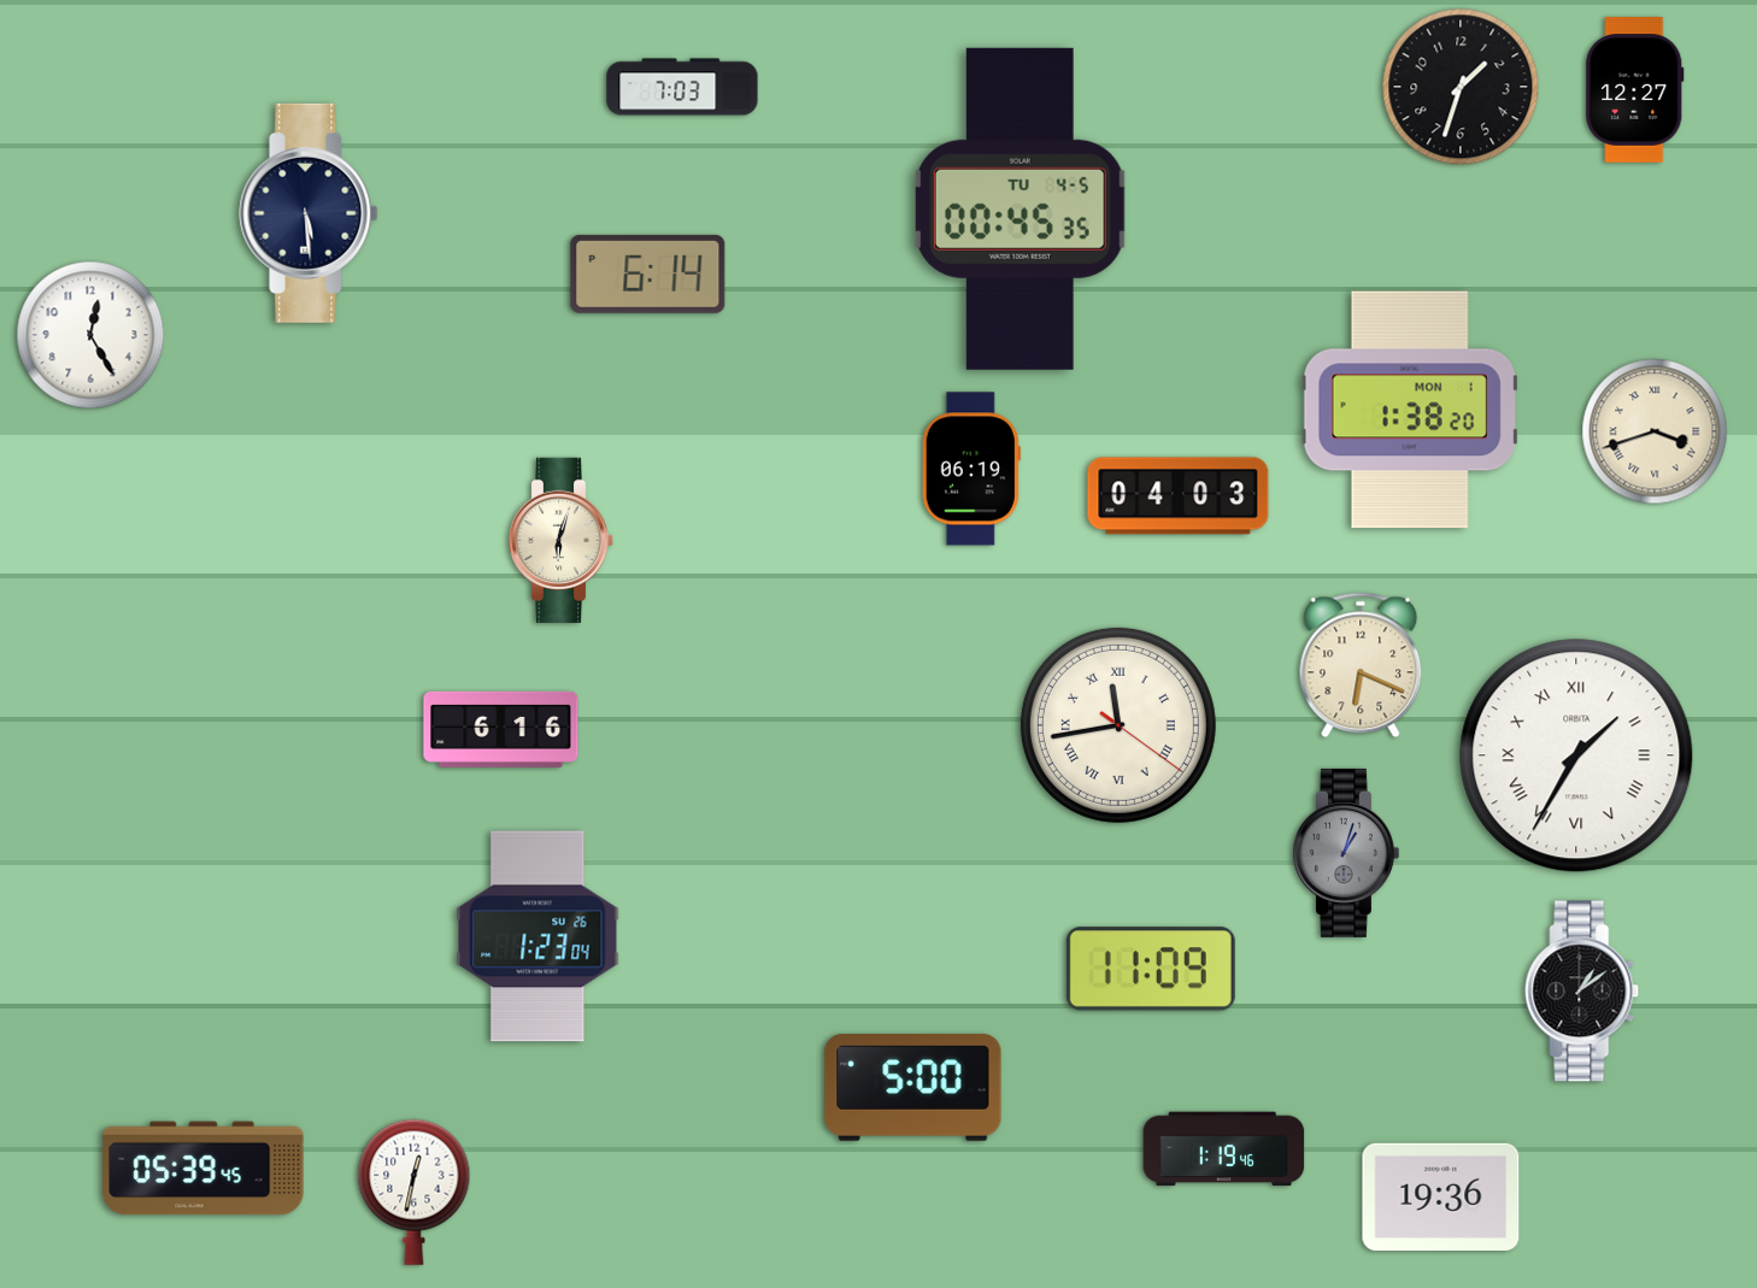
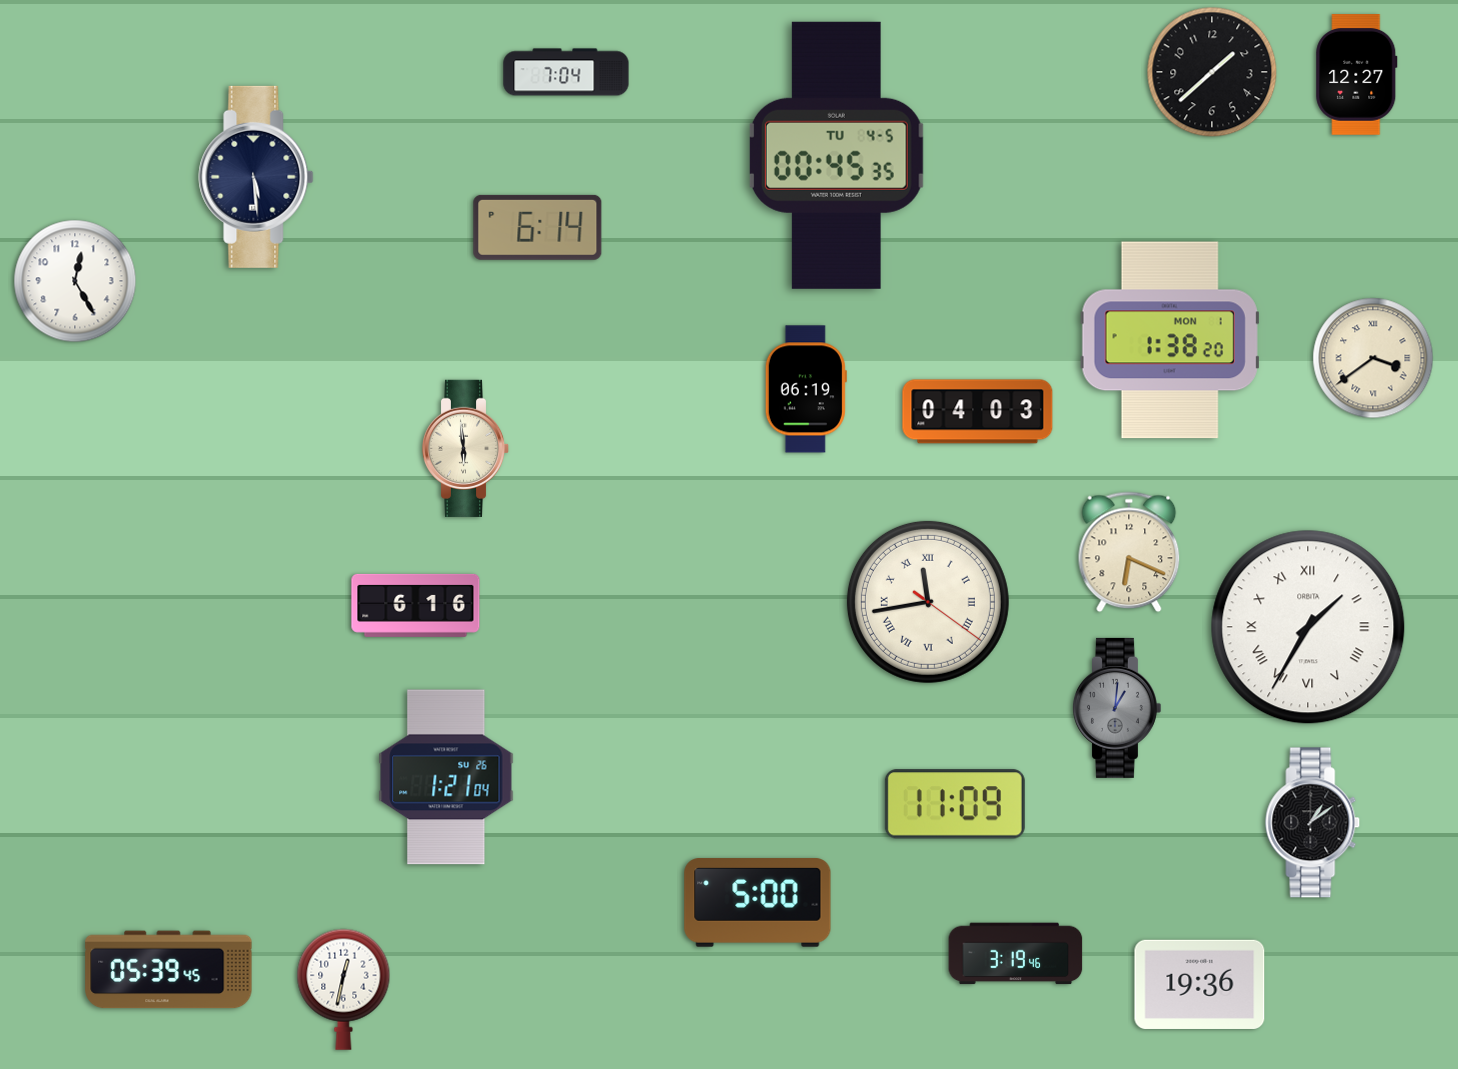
clock at (682, 87): 7:03 -> 7:04
clock at (1461, 87): 1:33 -> 1:38
clock at (1019, 208) position: (1019, 208) -> (836, 155)
clock at (90, 335) position: (90, 335) -> (75, 281)
clock at (1655, 431): 3:42 -> 3:39
clock at (562, 540): 6:03 -> 5:59
clock at (1345, 853): 1:03 -> 1:01
clock at (537, 936): 1:23 -> 1:21
clock at (1224, 1149): 1:19 -> 3:19
clock at (1441, 1196) position: (1441, 1196) -> (1200, 984)
